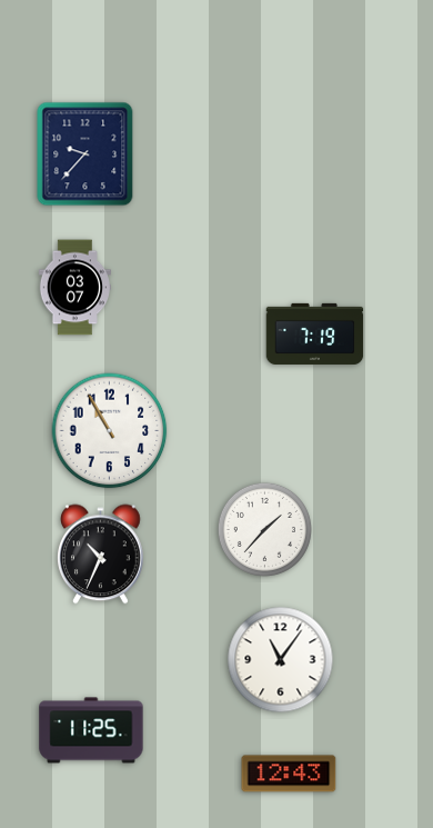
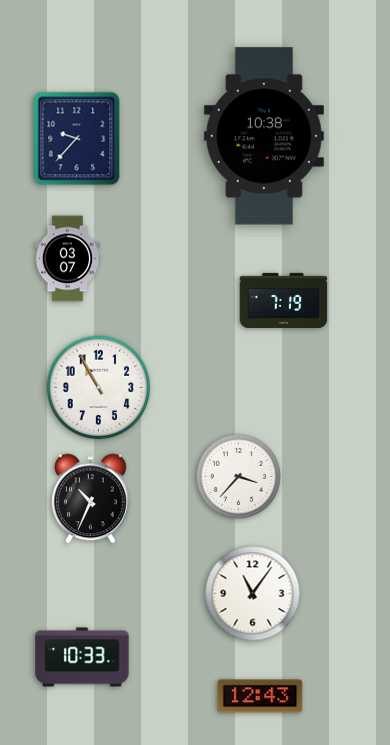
clock at (264, 136): none -> 10:38
clock at (264, 529): 1:37 -> 3:37
clock at (91, 730): 11:25 -> 10:33
